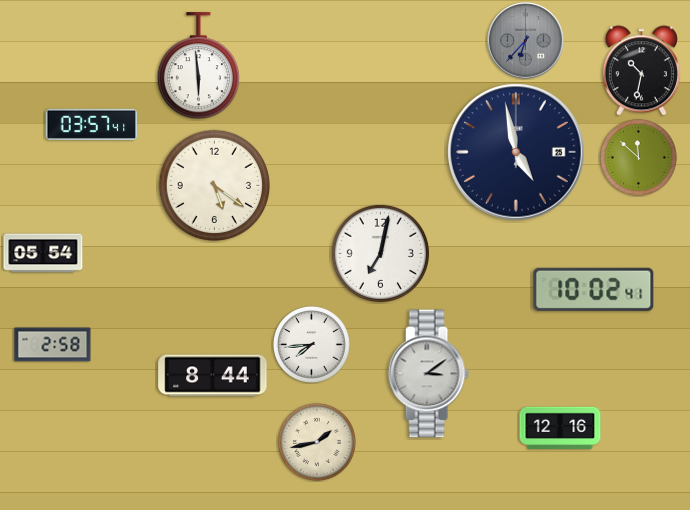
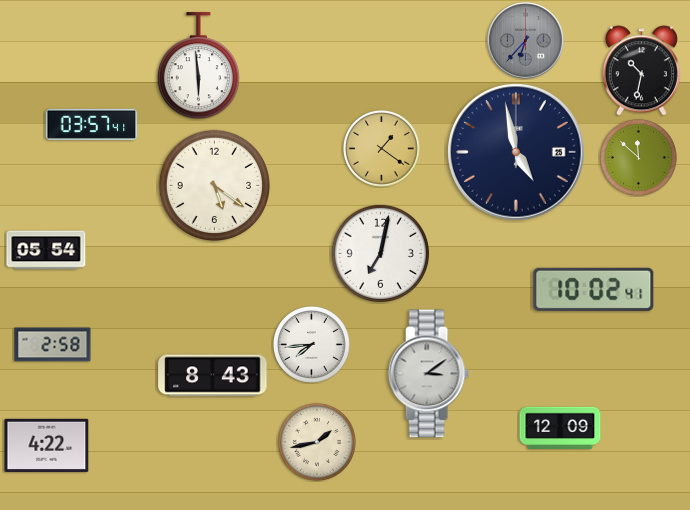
clock at (381, 148): none -> 1:21
clock at (43, 253) position: (43, 253) -> (46, 250)
clock at (213, 376): 8:44 -> 8:43
clock at (560, 427): 12:16 -> 12:09
clock at (47, 445): none -> 4:22
